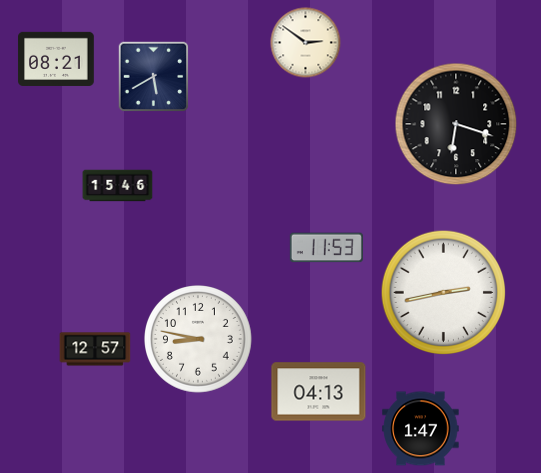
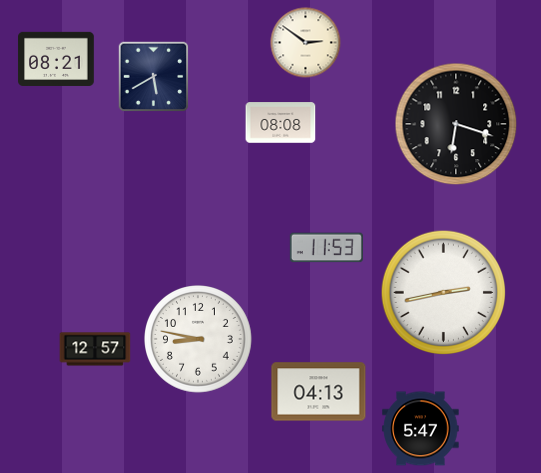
clock at (281, 123): none -> 08:08
clock at (118, 186): 15:46 -> none
clock at (421, 429): 1:47 -> 5:47
